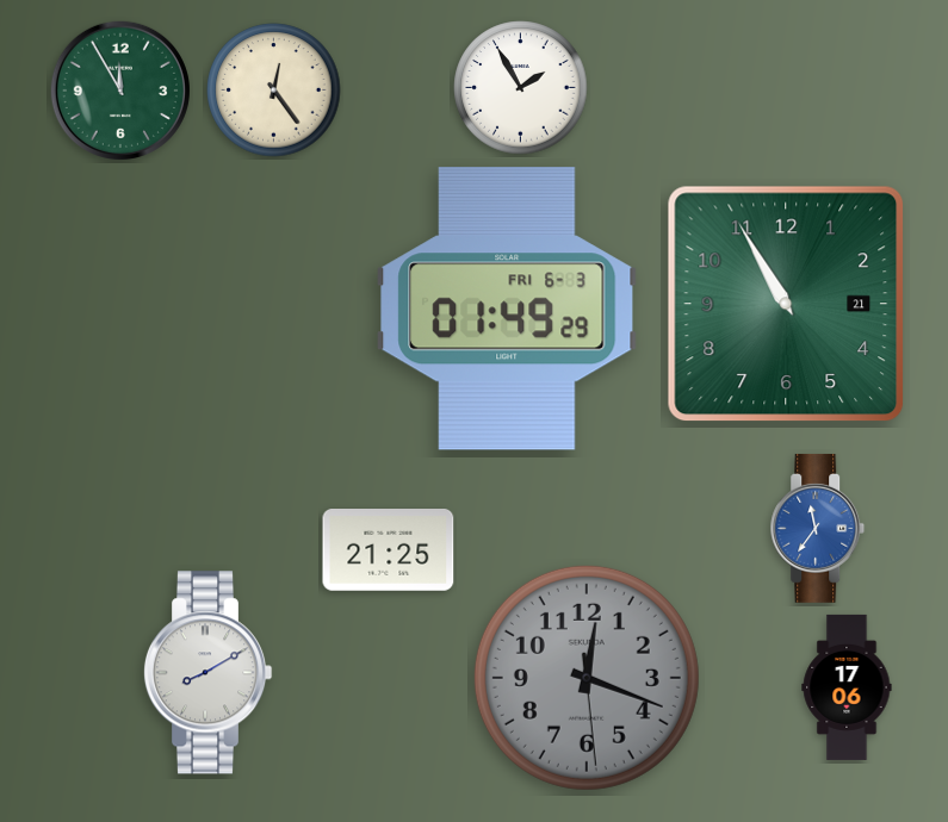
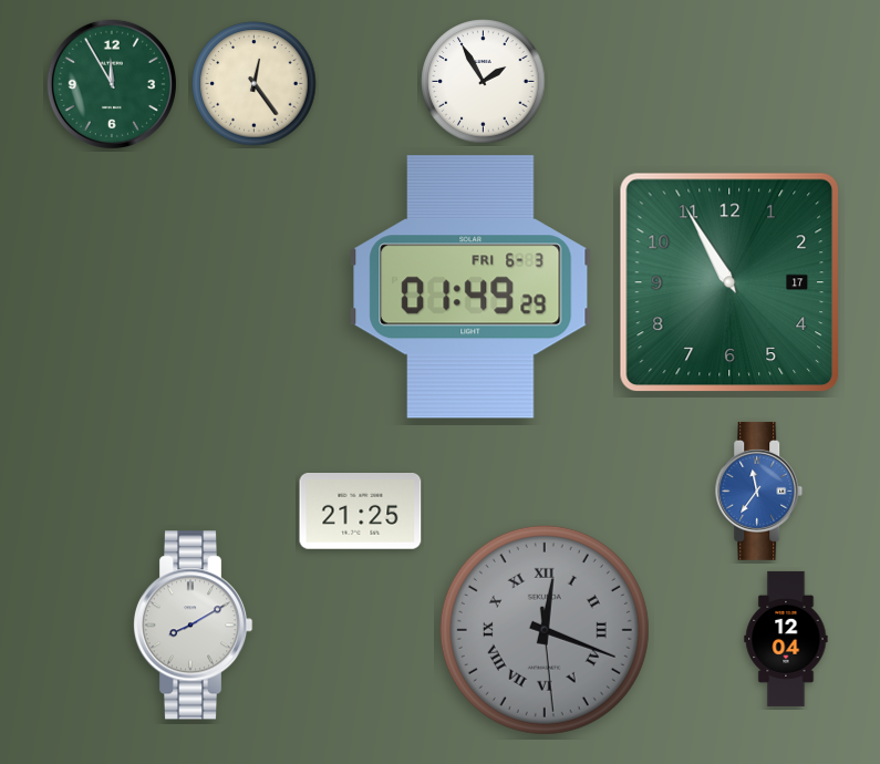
clock at (786, 304) date: 21 -> 17
clock at (587, 678) numerals: Arabic -> Roman
clock at (847, 687): 17:06 -> 12:04
